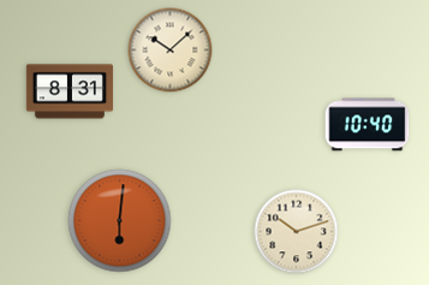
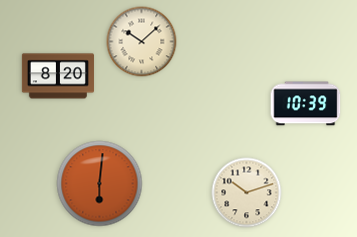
clock at (70, 91): 8:31 -> 8:20
clock at (368, 125): 10:40 -> 10:39
